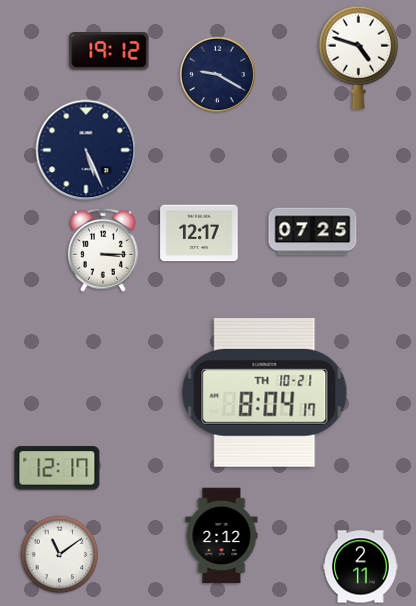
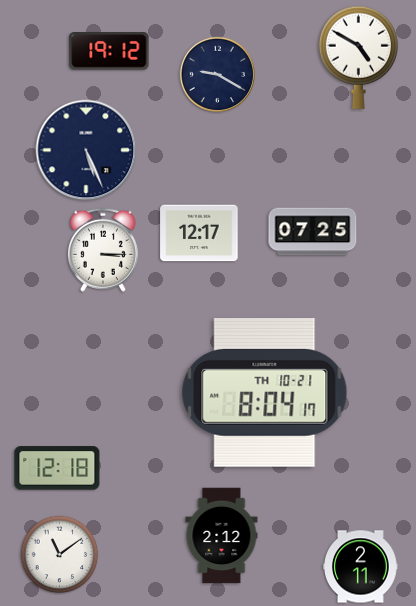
clock at (358, 57): 4:48 -> 4:50
clock at (57, 468): 12:17 -> 12:18
